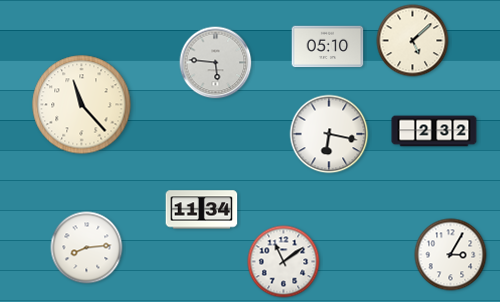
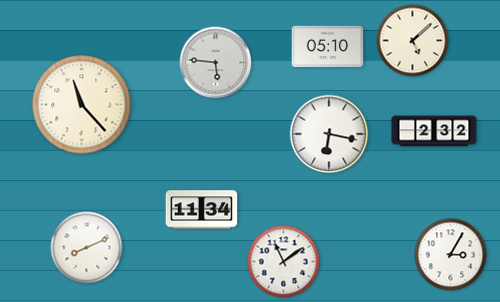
clock at (87, 248): 8:14 -> 8:11
